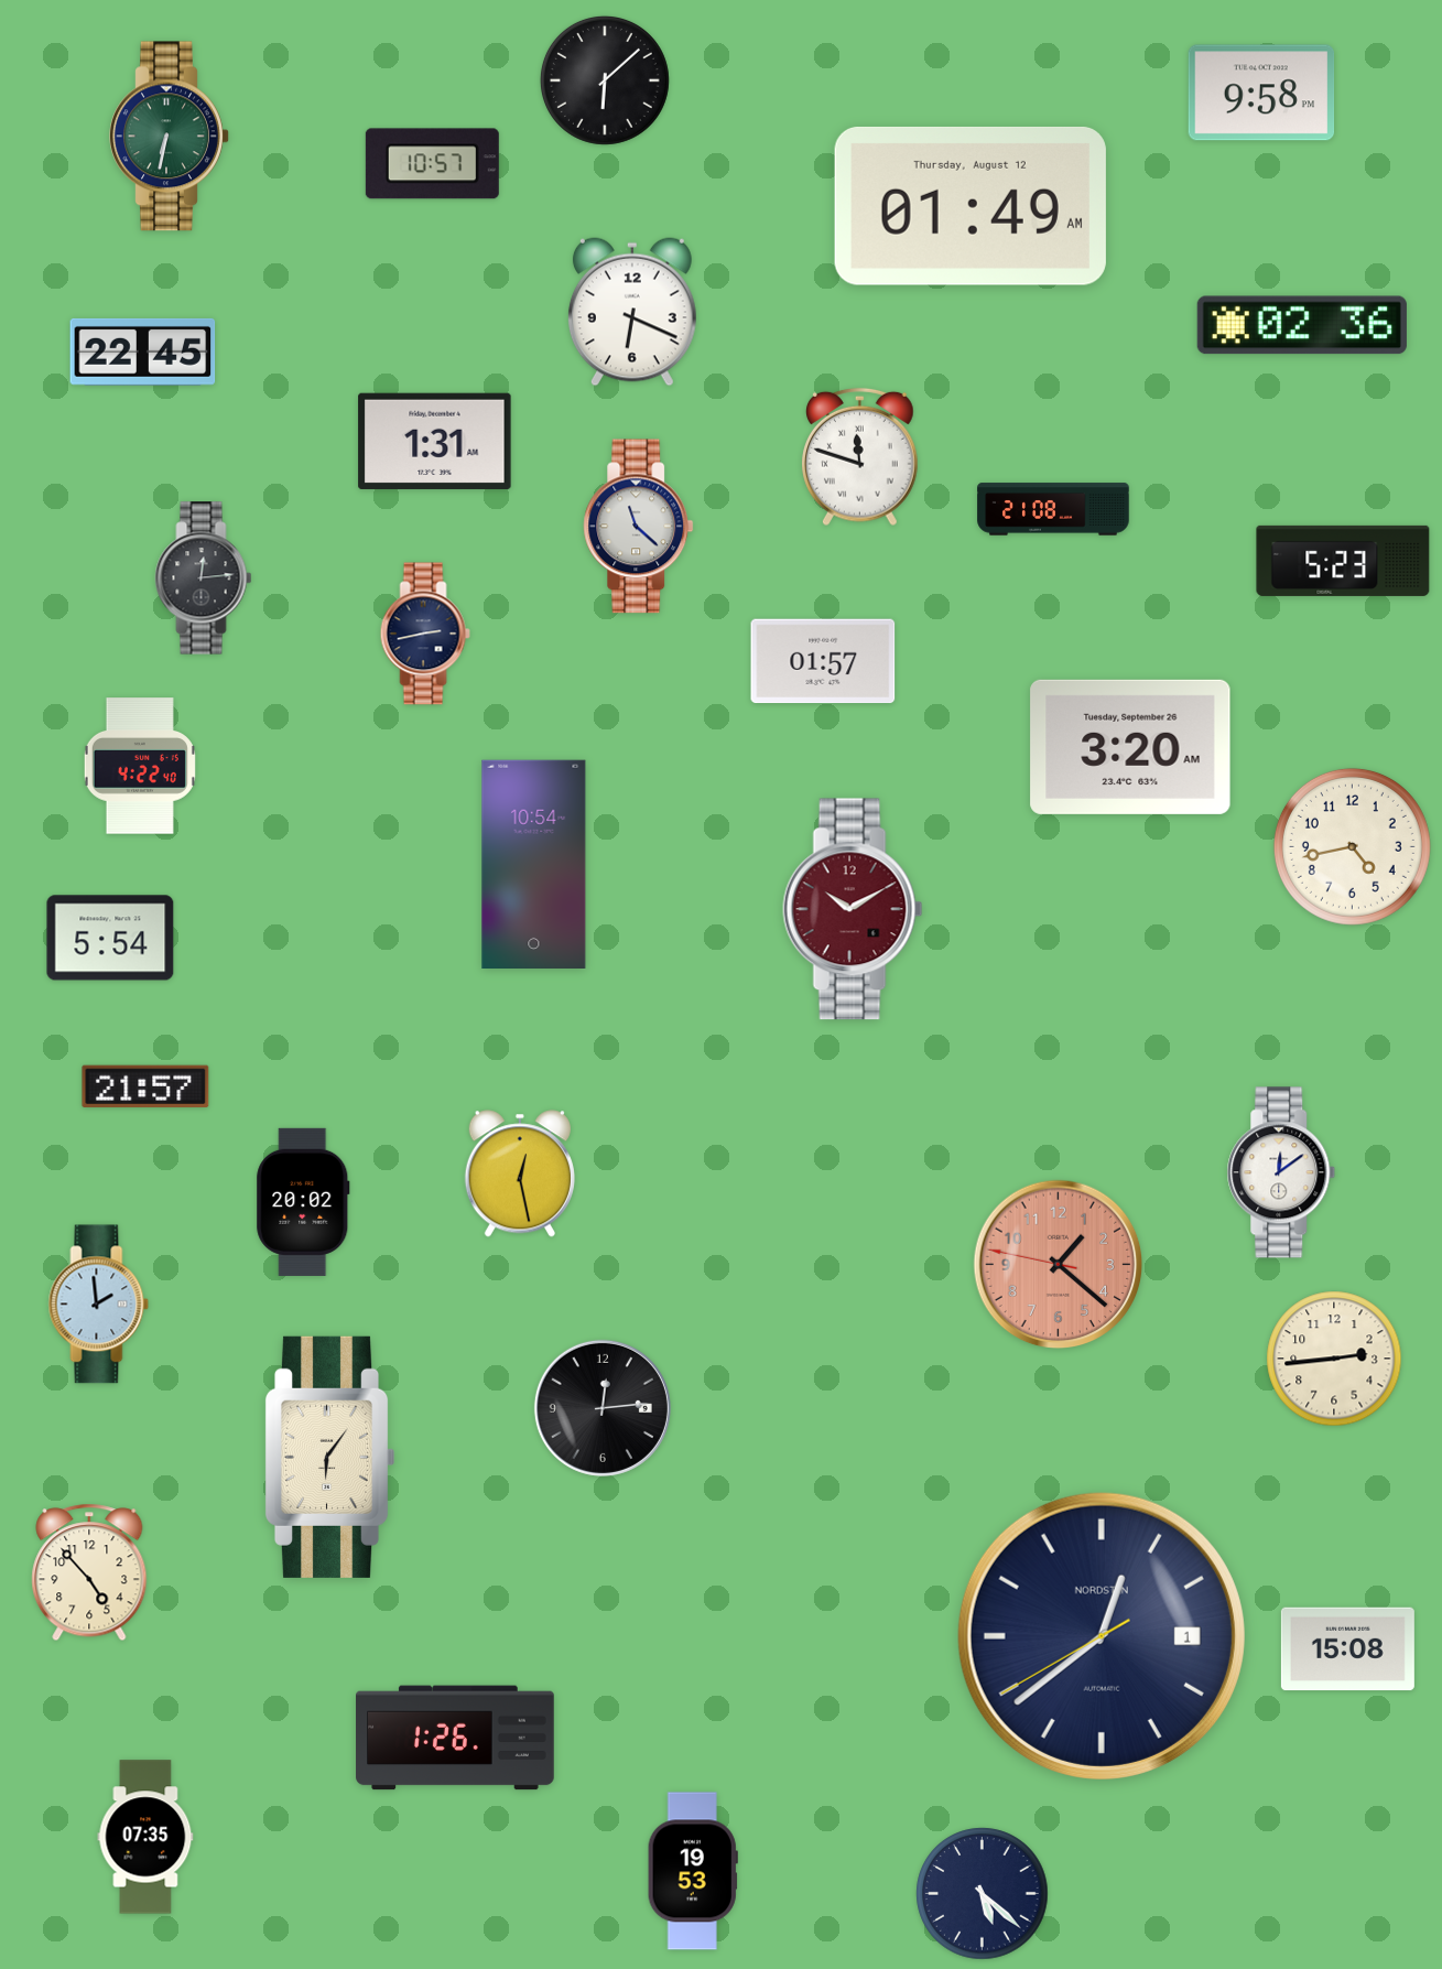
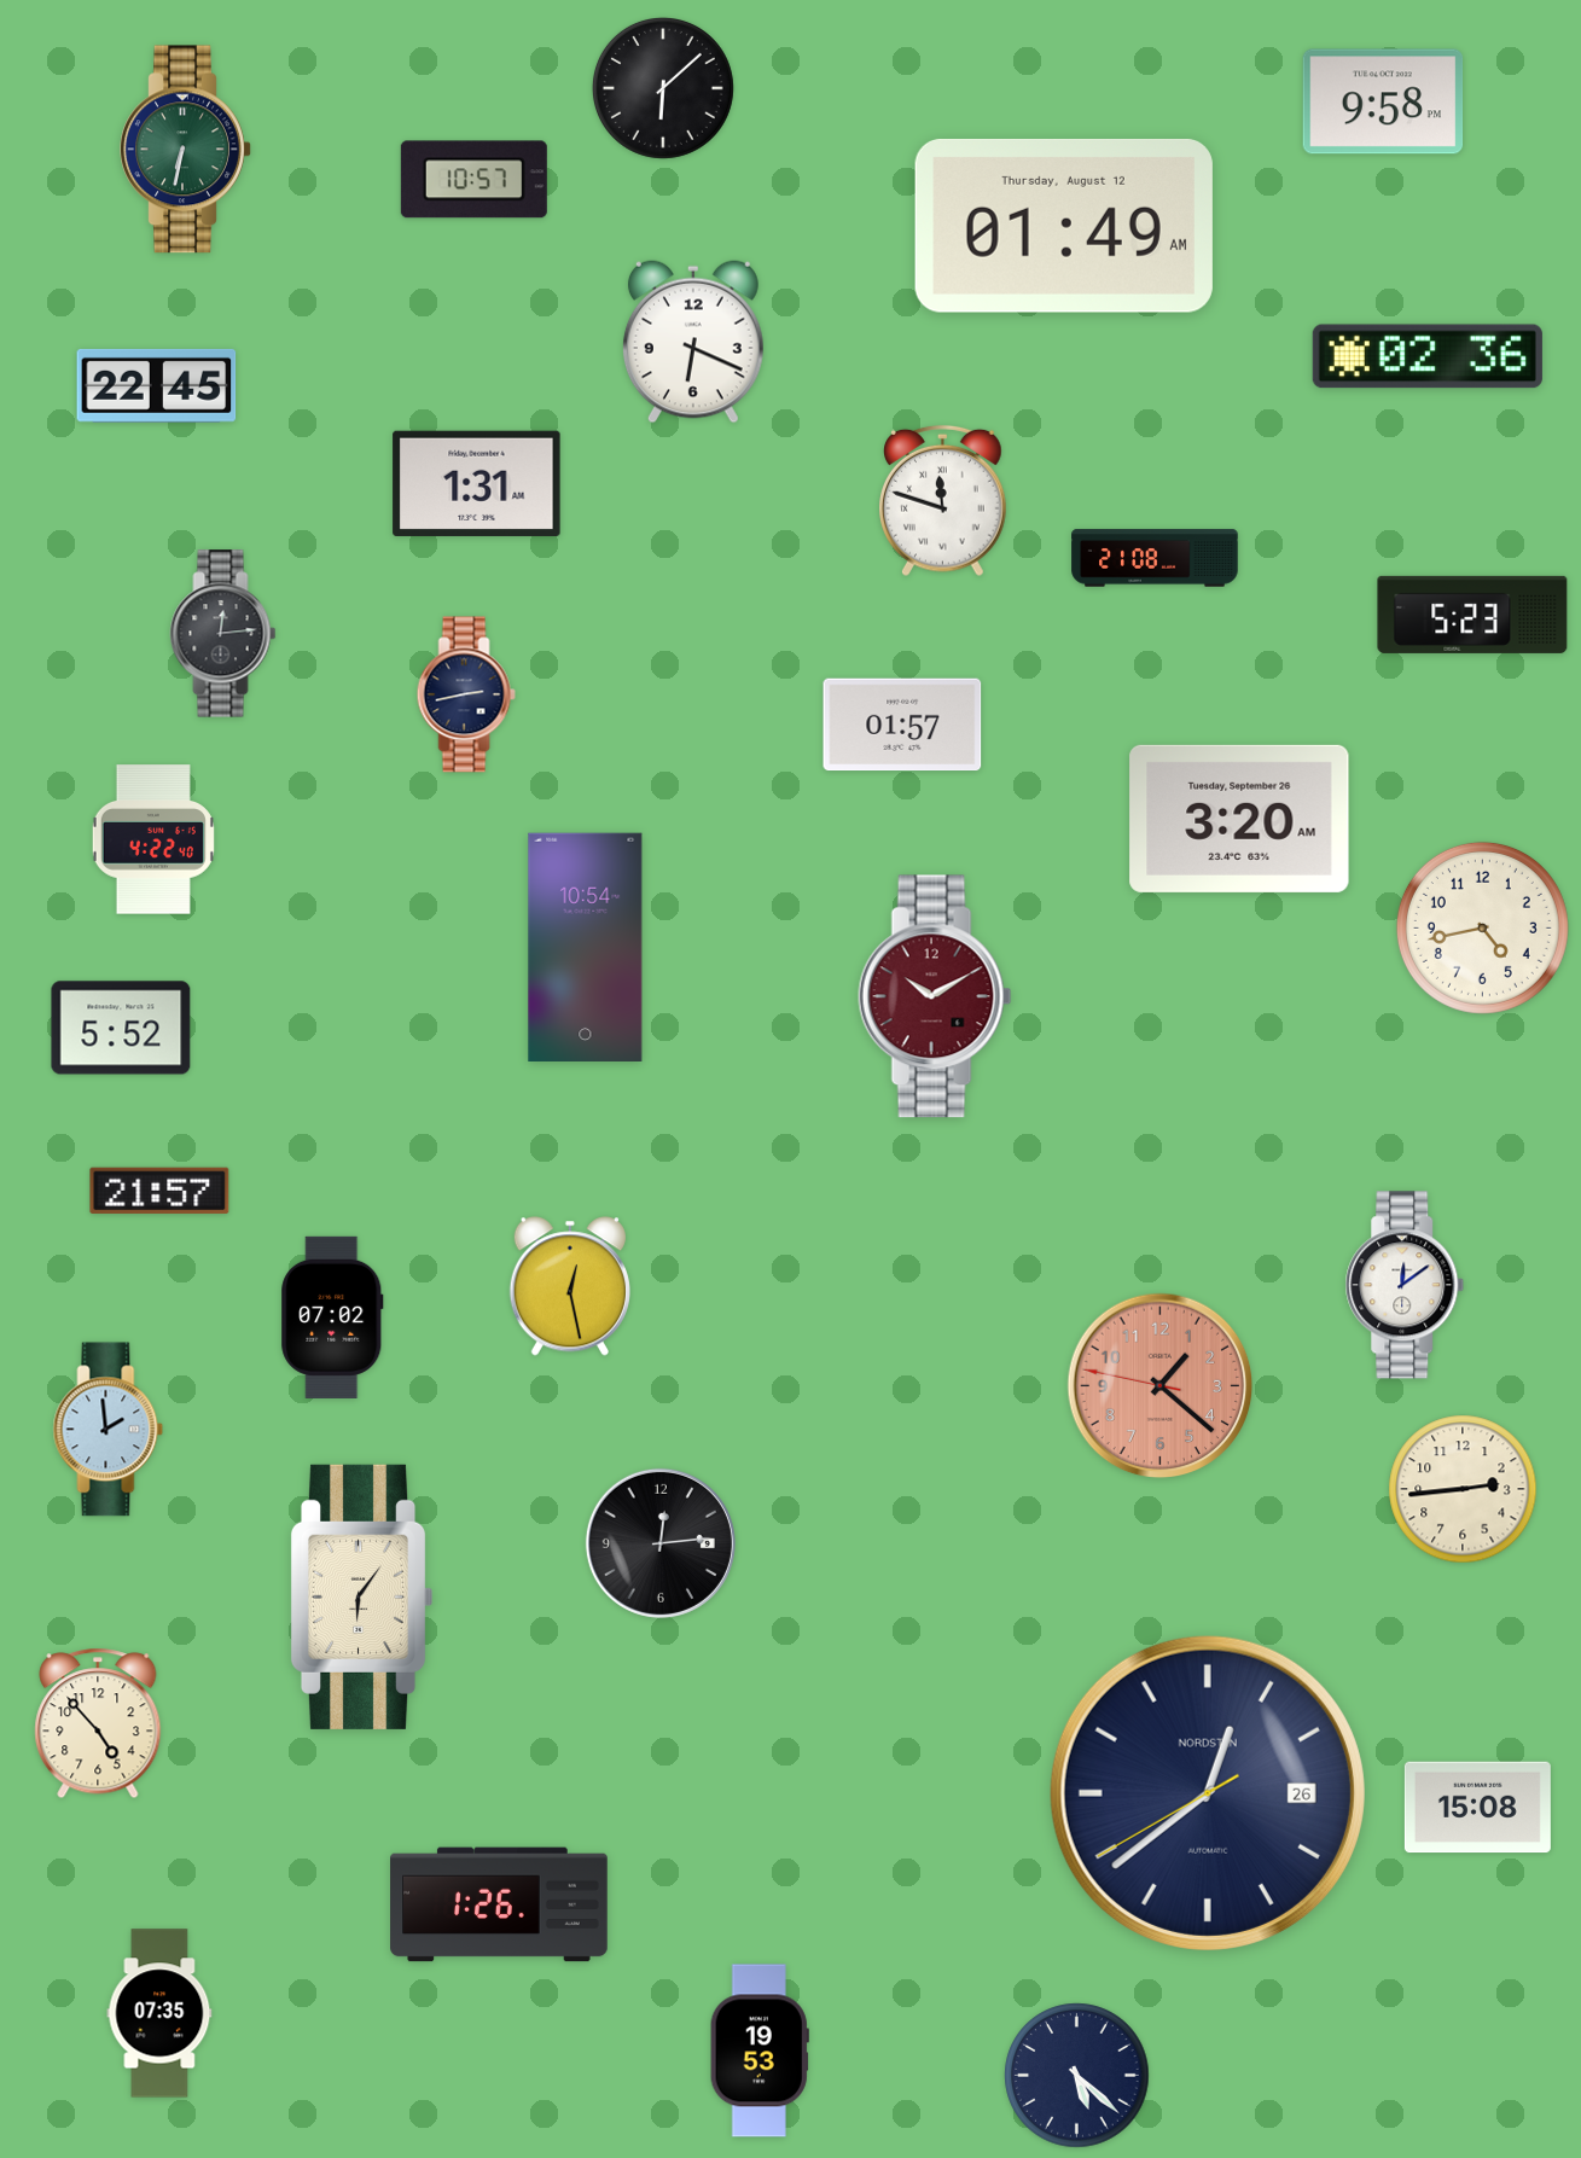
clock at (639, 527): 11:22 -> none
clock at (110, 938): 5:54 -> 5:52
clock at (303, 1202): 20:02 -> 07:02
clock at (1102, 1636) date: 1 -> 26
